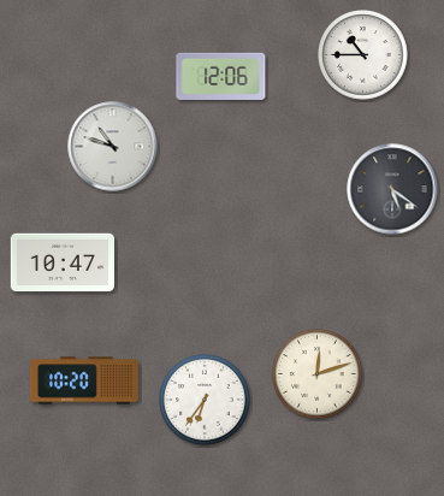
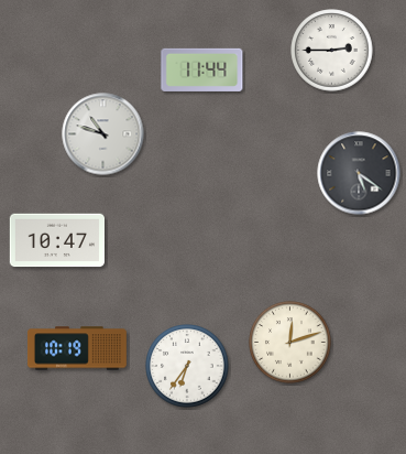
clock at (363, 55): 10:45 -> 2:45
clock at (221, 76): 12:06 -> 11:44
clock at (84, 380): 10:20 -> 10:19
